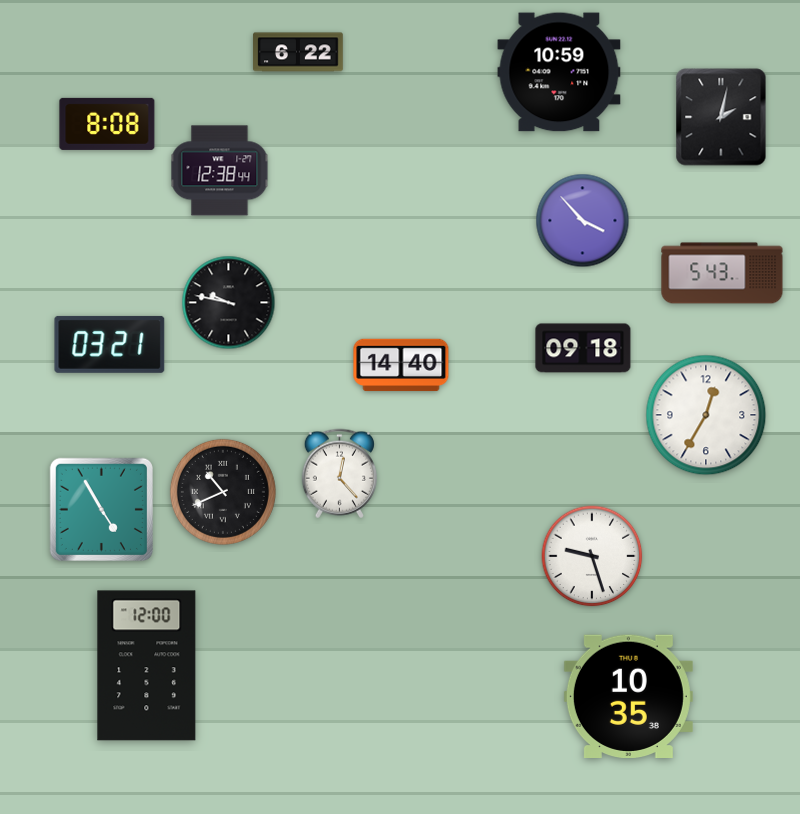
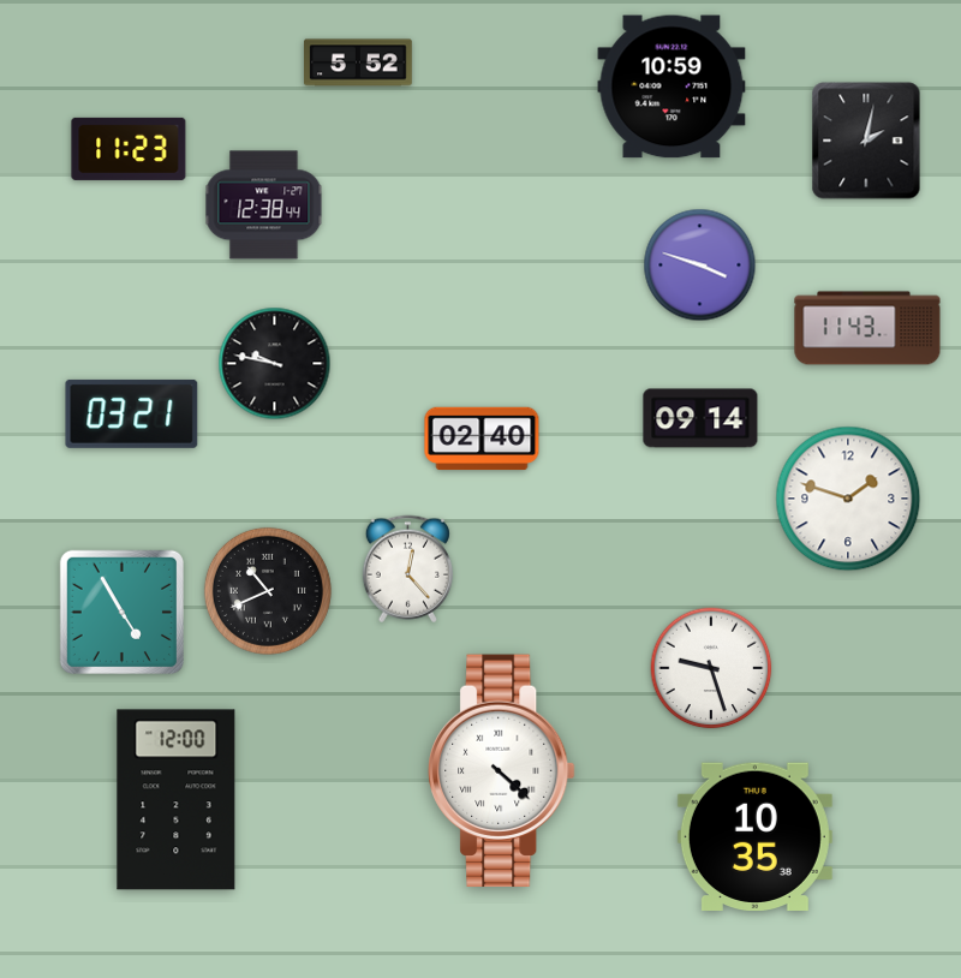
clock at (298, 52): 6:22 -> 5:52
clock at (107, 124): 8:08 -> 11:23
clock at (583, 221): 3:53 -> 3:48
clock at (722, 273): 5:43 -> 11:43
clock at (583, 348): 09:18 -> 09:14
clock at (401, 365): 14:40 -> 02:40
clock at (706, 415): 12:35 -> 1:48
clock at (502, 771): none -> 4:22
